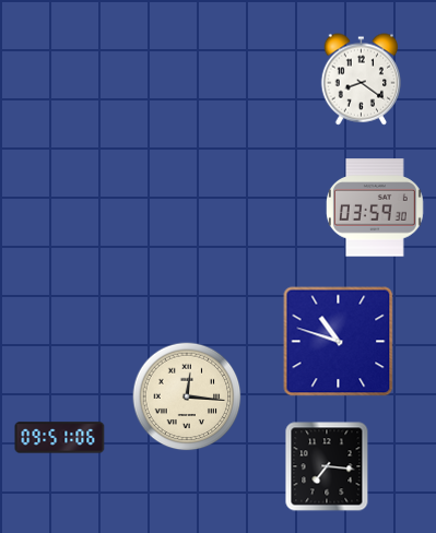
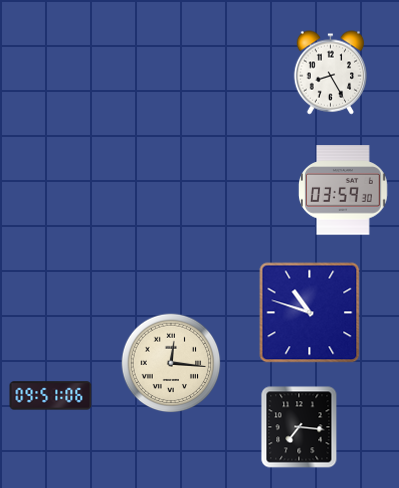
clock at (362, 80): 8:21 -> 8:25
clock at (60, 438) position: (60, 438) -> (51, 396)
